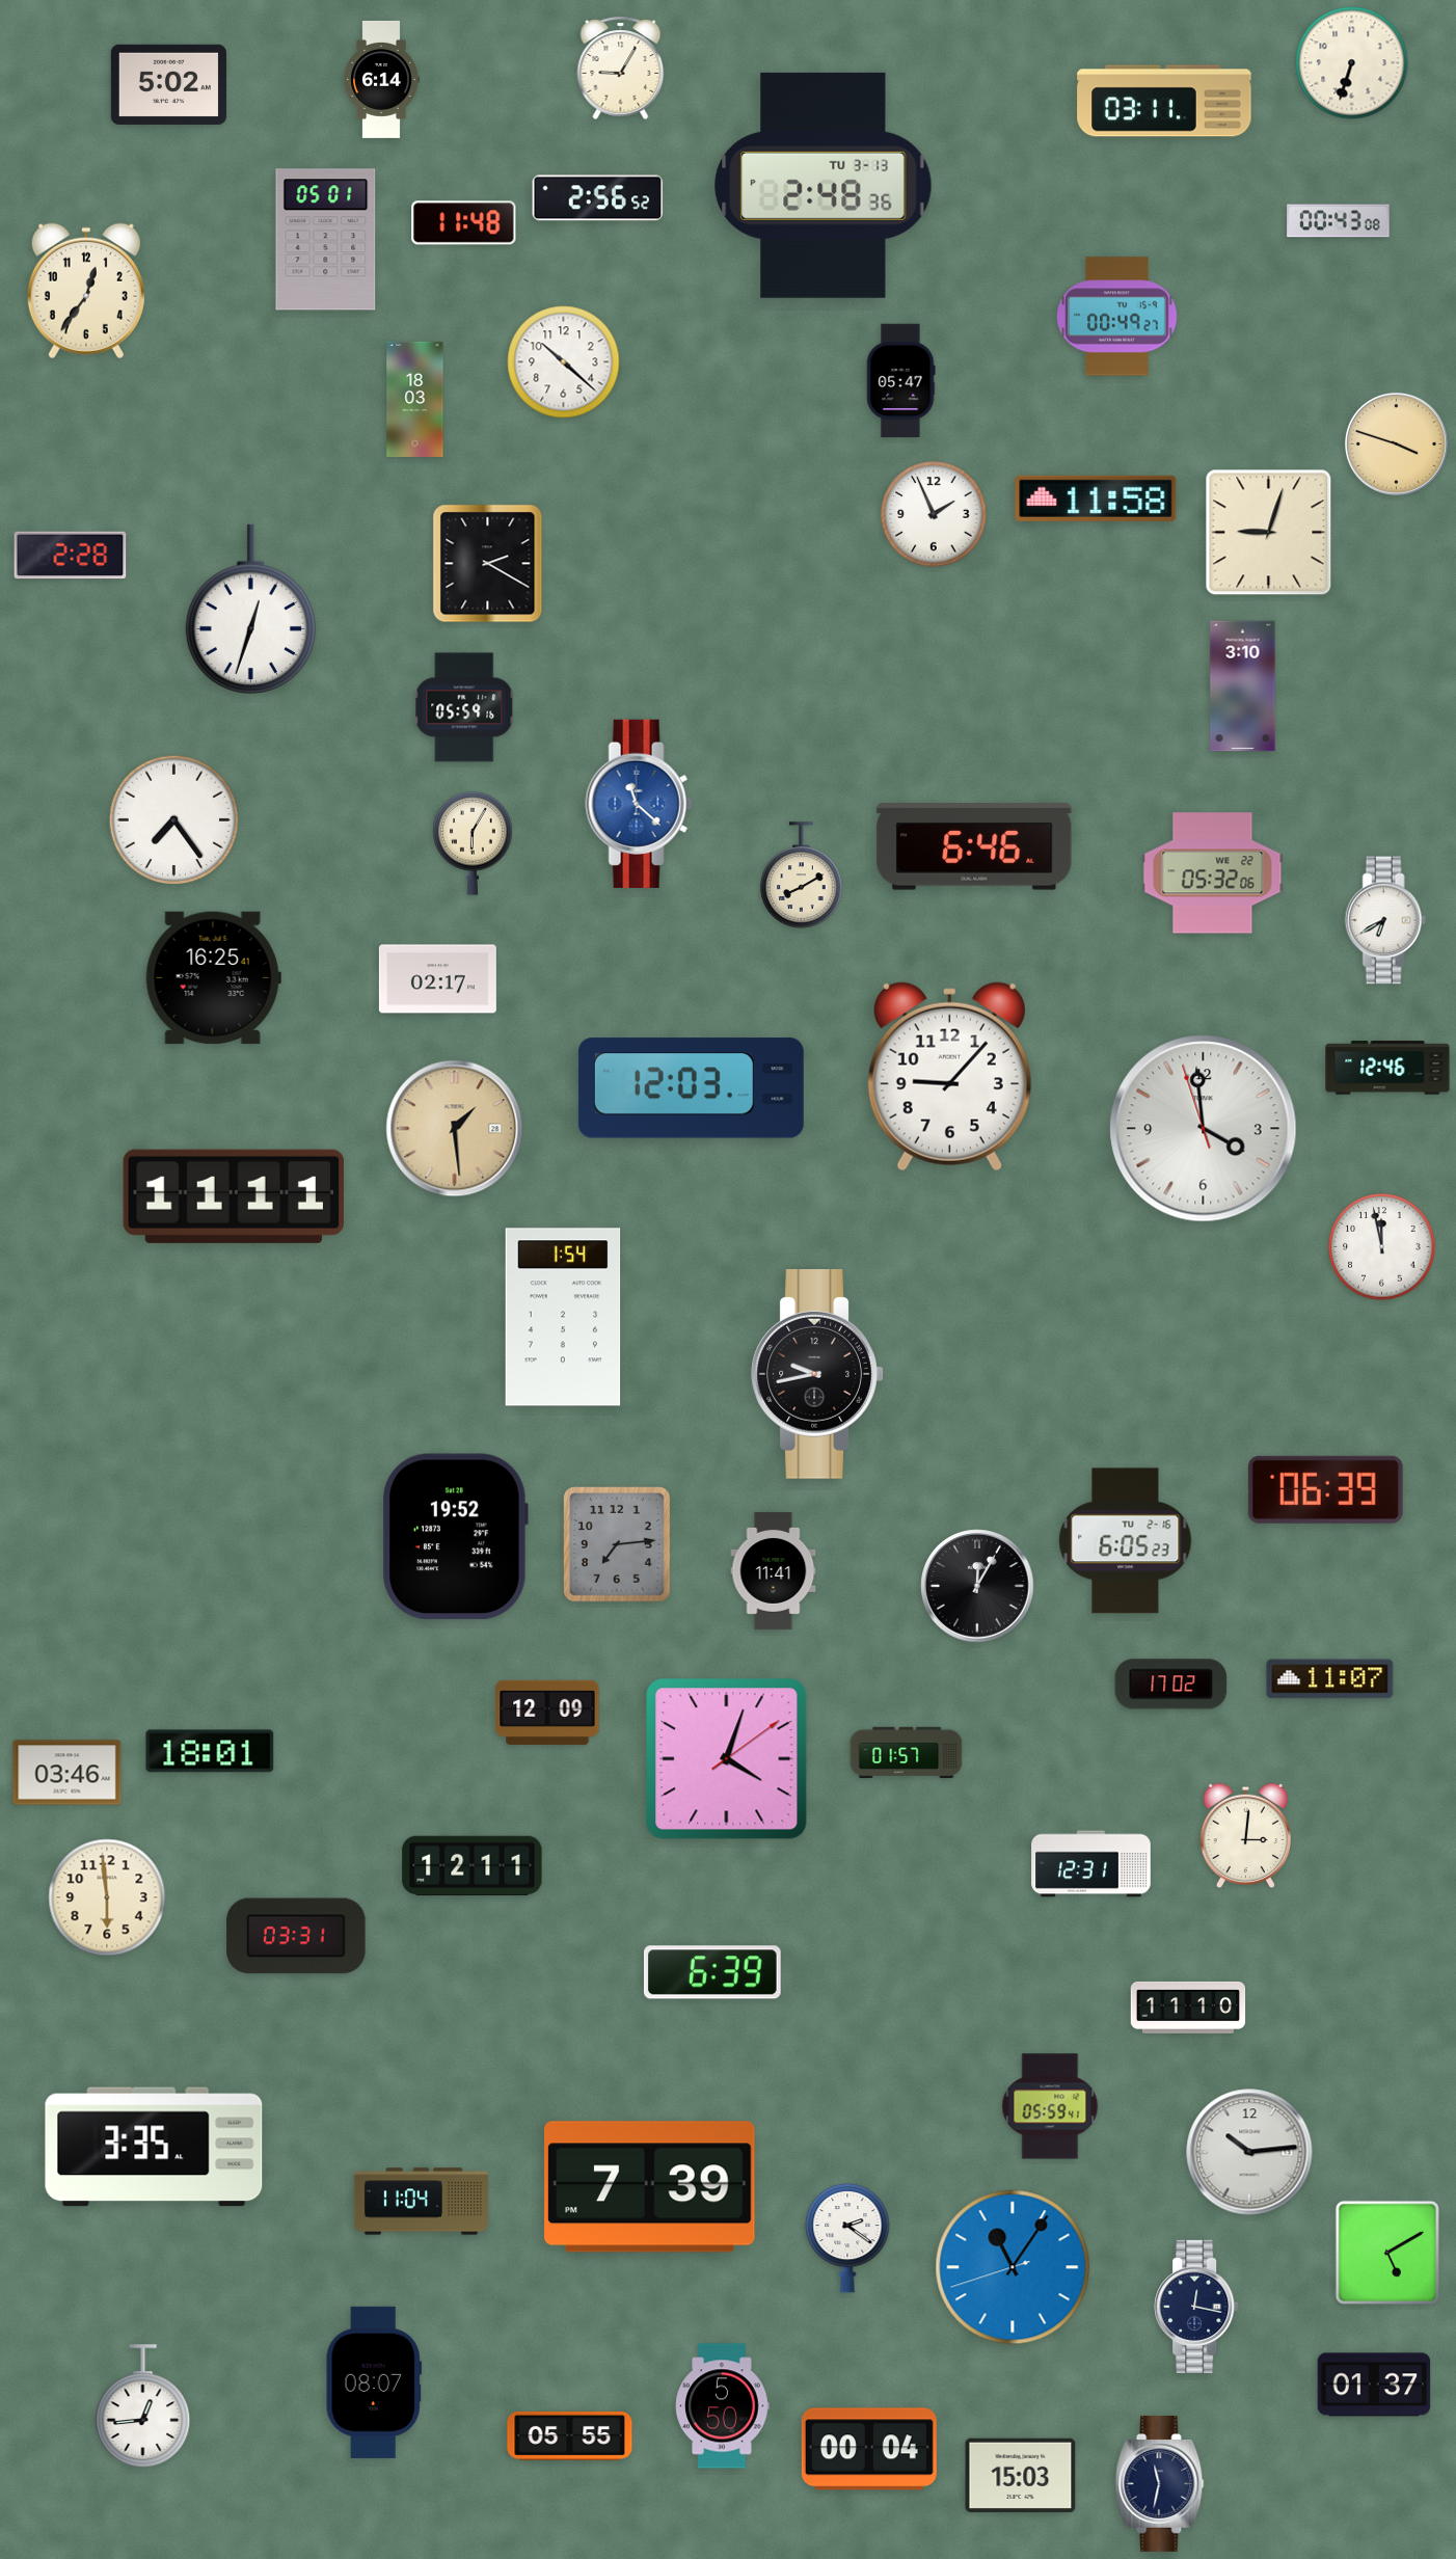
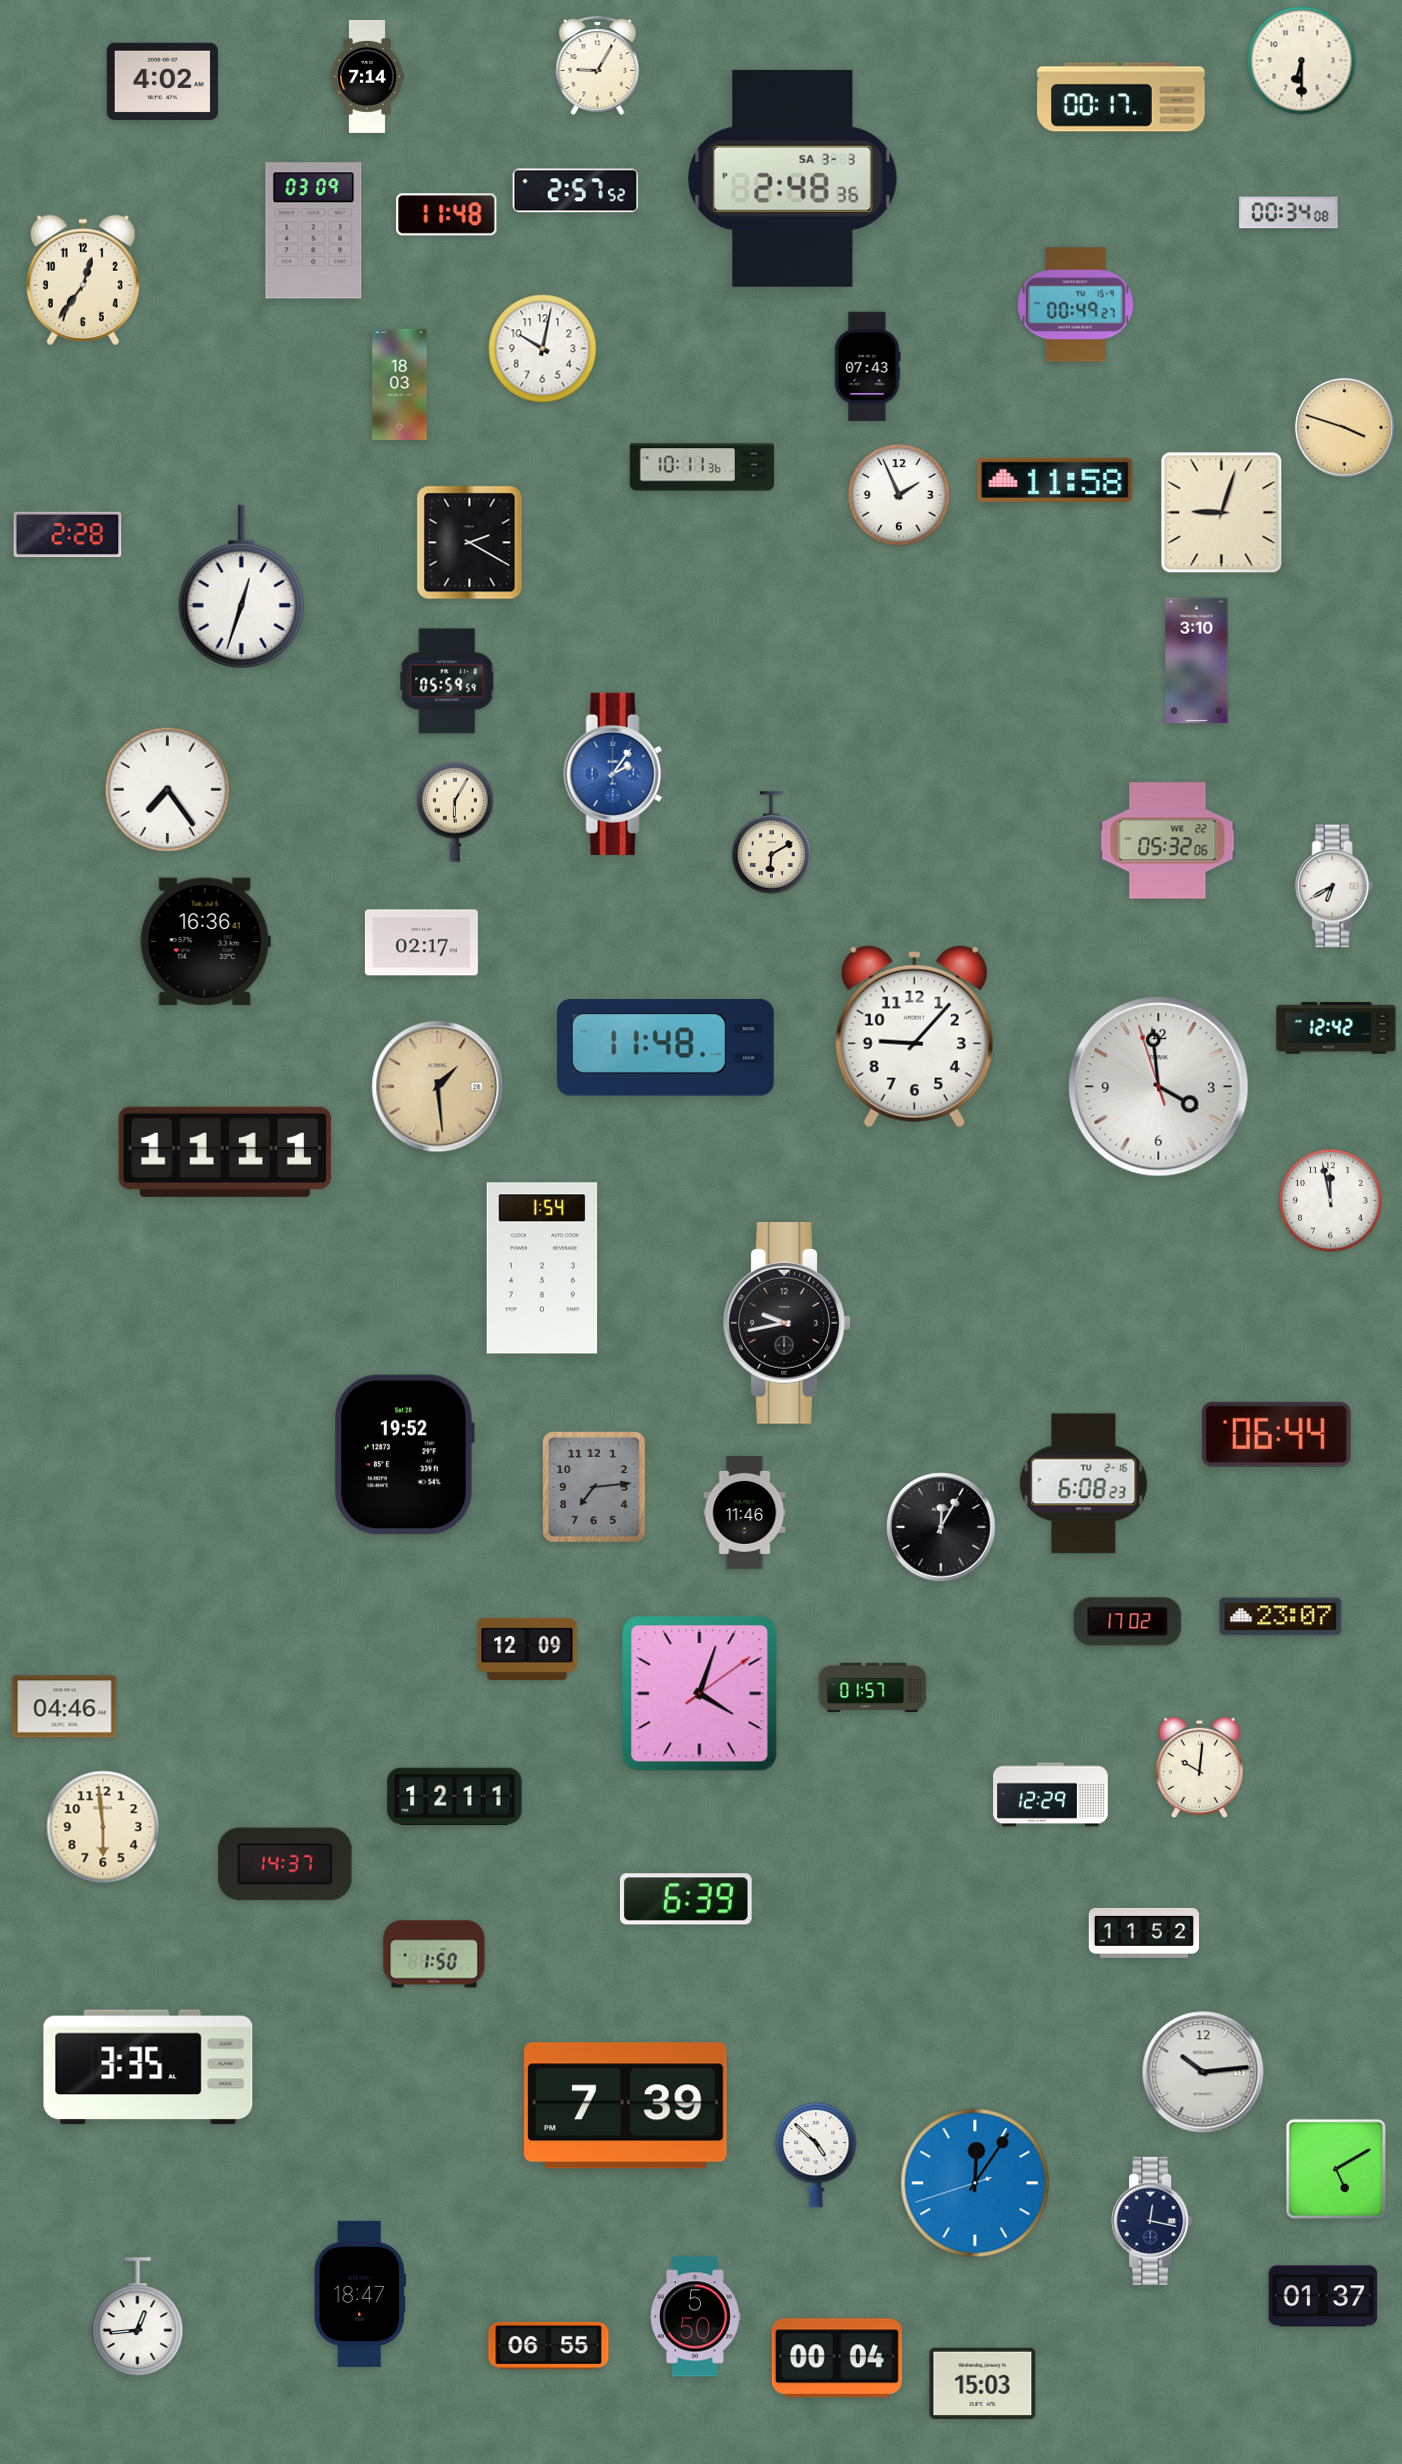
clock at (1352, 63): 6:33 -> 6:30
clock at (381, 79): 6:14 -> 7:14
clock at (168, 84): 5:02 -> 4:02
clock at (1164, 101): 03:11 -> 00:17
clock at (824, 185) date: TU 3-13 -> SA 3-3
clock at (598, 198): 2:56 -> 2:57
clock at (1339, 221): 00:43 -> 00:34
clock at (326, 240): 05:01 -> 03:09
clock at (564, 362): 10:22 -> 10:02
clock at (900, 381): 05:47 -> 07:43
clock at (702, 467): none -> 10:11
clock at (464, 707): 05:59:16 -> 05:59:59
clock at (639, 804): 11:22 -> 2:06
clock at (974, 846): 6:46 -> none
clock at (802, 876): 8:10 -> 6:10
clock at (213, 978): 16:25 -> 16:36
clock at (1387, 1068): 12:46 -> 12:42
clock at (691, 1088): 12:03 -> 11:48
clock at (1325, 1489): 06:39 -> 06:44
clock at (455, 1537) position: (455, 1537) -> (404, 1455)
clock at (1126, 1541): 6:05 -> 6:08
clock at (774, 1570): 11:41 -> 11:46
clock at (1330, 1679): 11:07 -> 23:07
clock at (210, 1751): 18:01 -> none
clock at (68, 1773): 03:46 -> 04:46
clock at (1245, 1836): 3:01 -> 10:01
clock at (1091, 1864): 12:31 -> 12:29
clock at (296, 1936): 03:31 -> 14:37
clock at (1188, 2008): 11:10 -> 11:52
clock at (434, 1954): none -> 1:50
clock at (1050, 2106): 05:59 -> none
clock at (421, 2202): 11:04 -> none
clock at (847, 2238): 2:21 -> 4:52
clock at (1013, 2267): 11:05 -> 12:05
clock at (374, 2382): 08:07 -> 18:47
clock at (570, 2436): 05:55 -> 06:55
clock at (1160, 2483): 11:32 -> none
